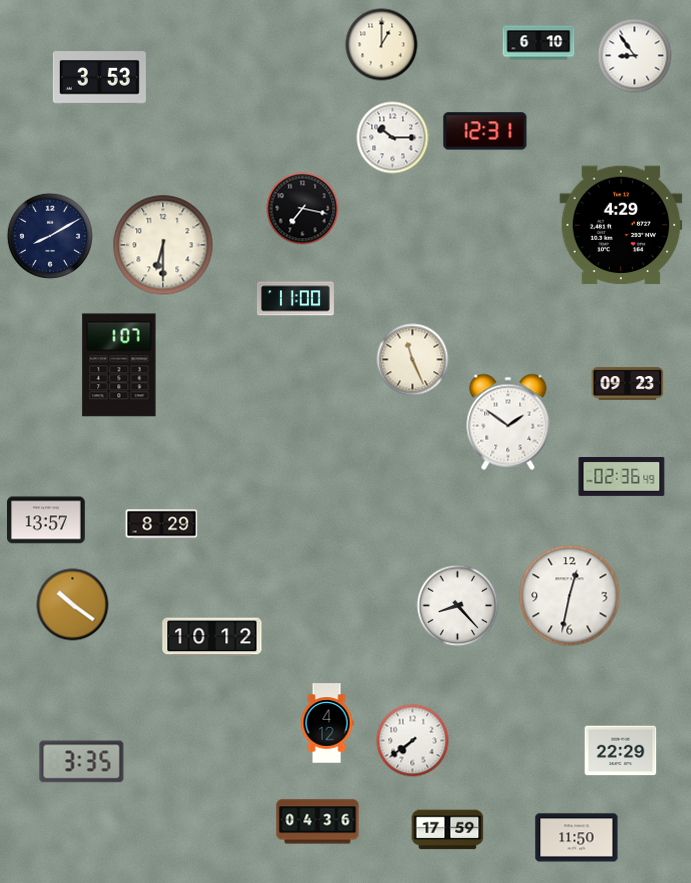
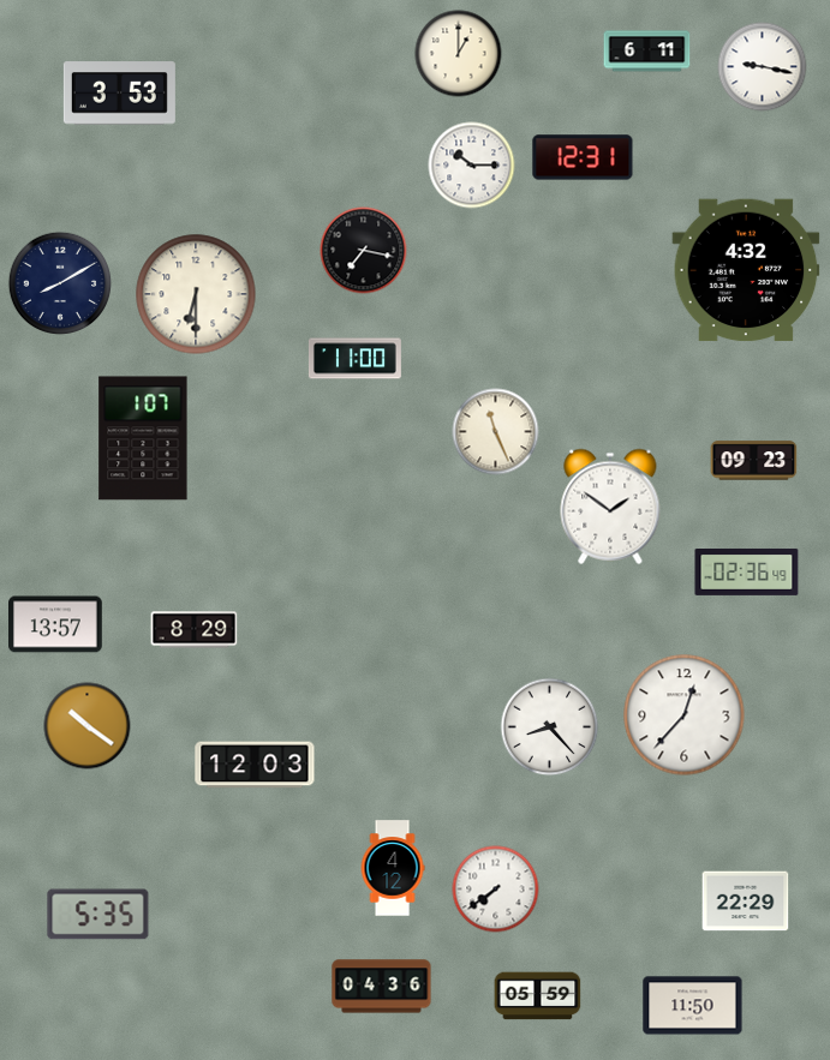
clock at (539, 43): 6:10 -> 6:11
clock at (635, 56): 8:54 -> 9:17
clock at (621, 225): 4:29 -> 4:32
clock at (570, 596): 12:32 -> 12:37
clock at (212, 637): 10:12 -> 12:03
clock at (82, 762): 3:35 -> 5:35
clock at (448, 830): 17:59 -> 05:59
